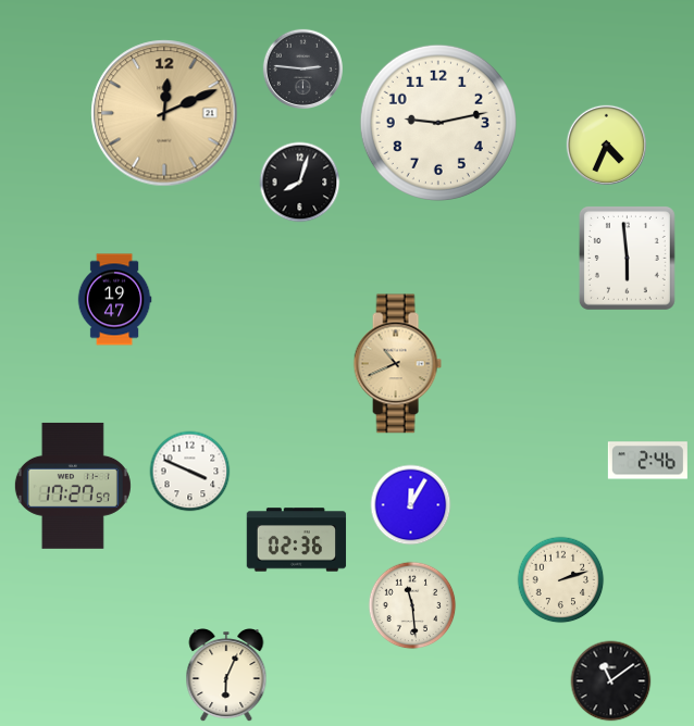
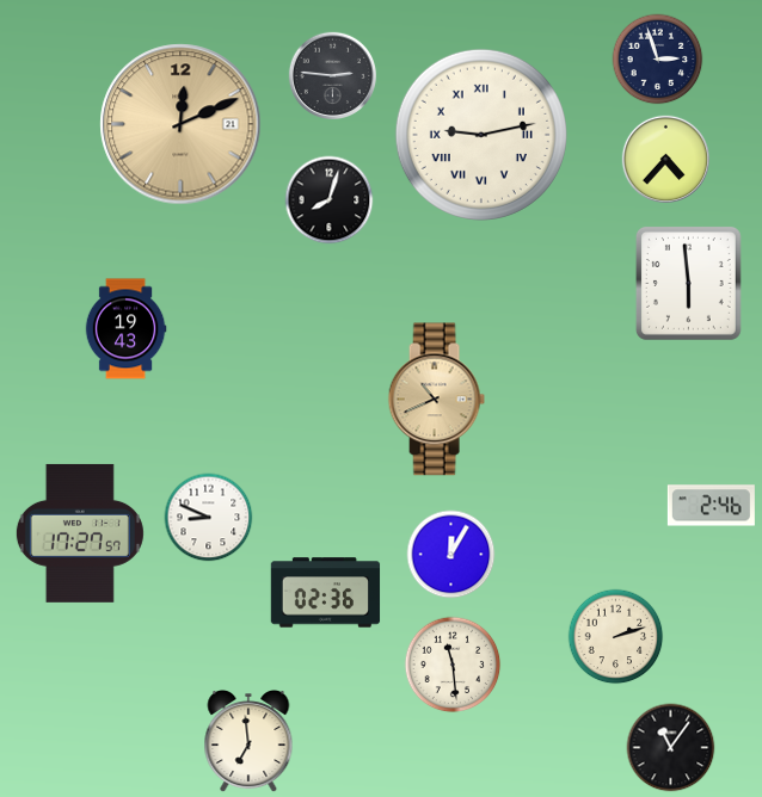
clock at (658, 60): none -> 2:57
clock at (438, 123) numerals: Arabic -> Roman
clock at (606, 145): 4:34 -> 4:37
clock at (114, 300): 19:47 -> 19:43
clock at (190, 472): 3:49 -> 8:49
clock at (226, 676): 6:04 -> 6:59
clock at (611, 681): 11:09 -> 11:06
